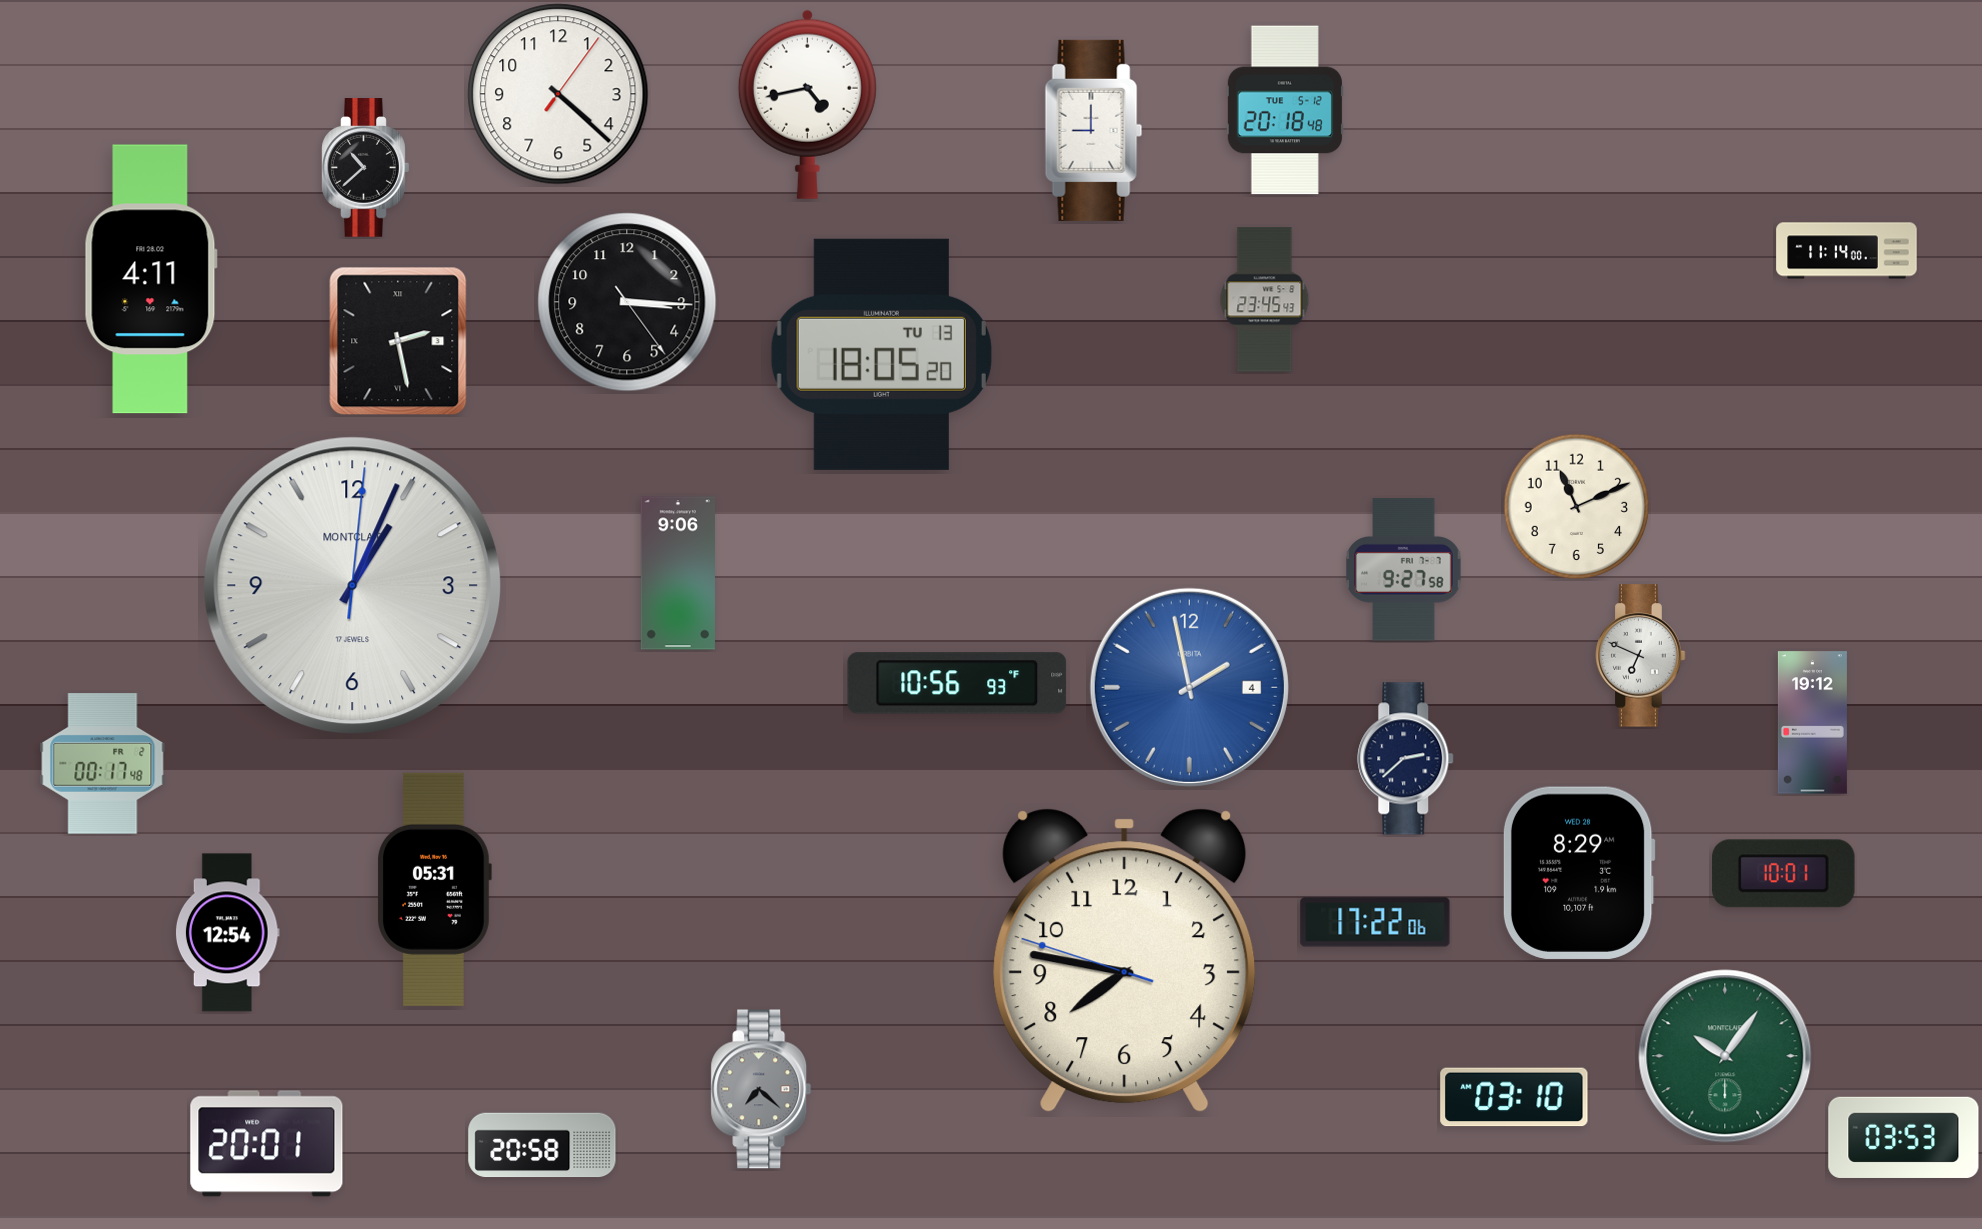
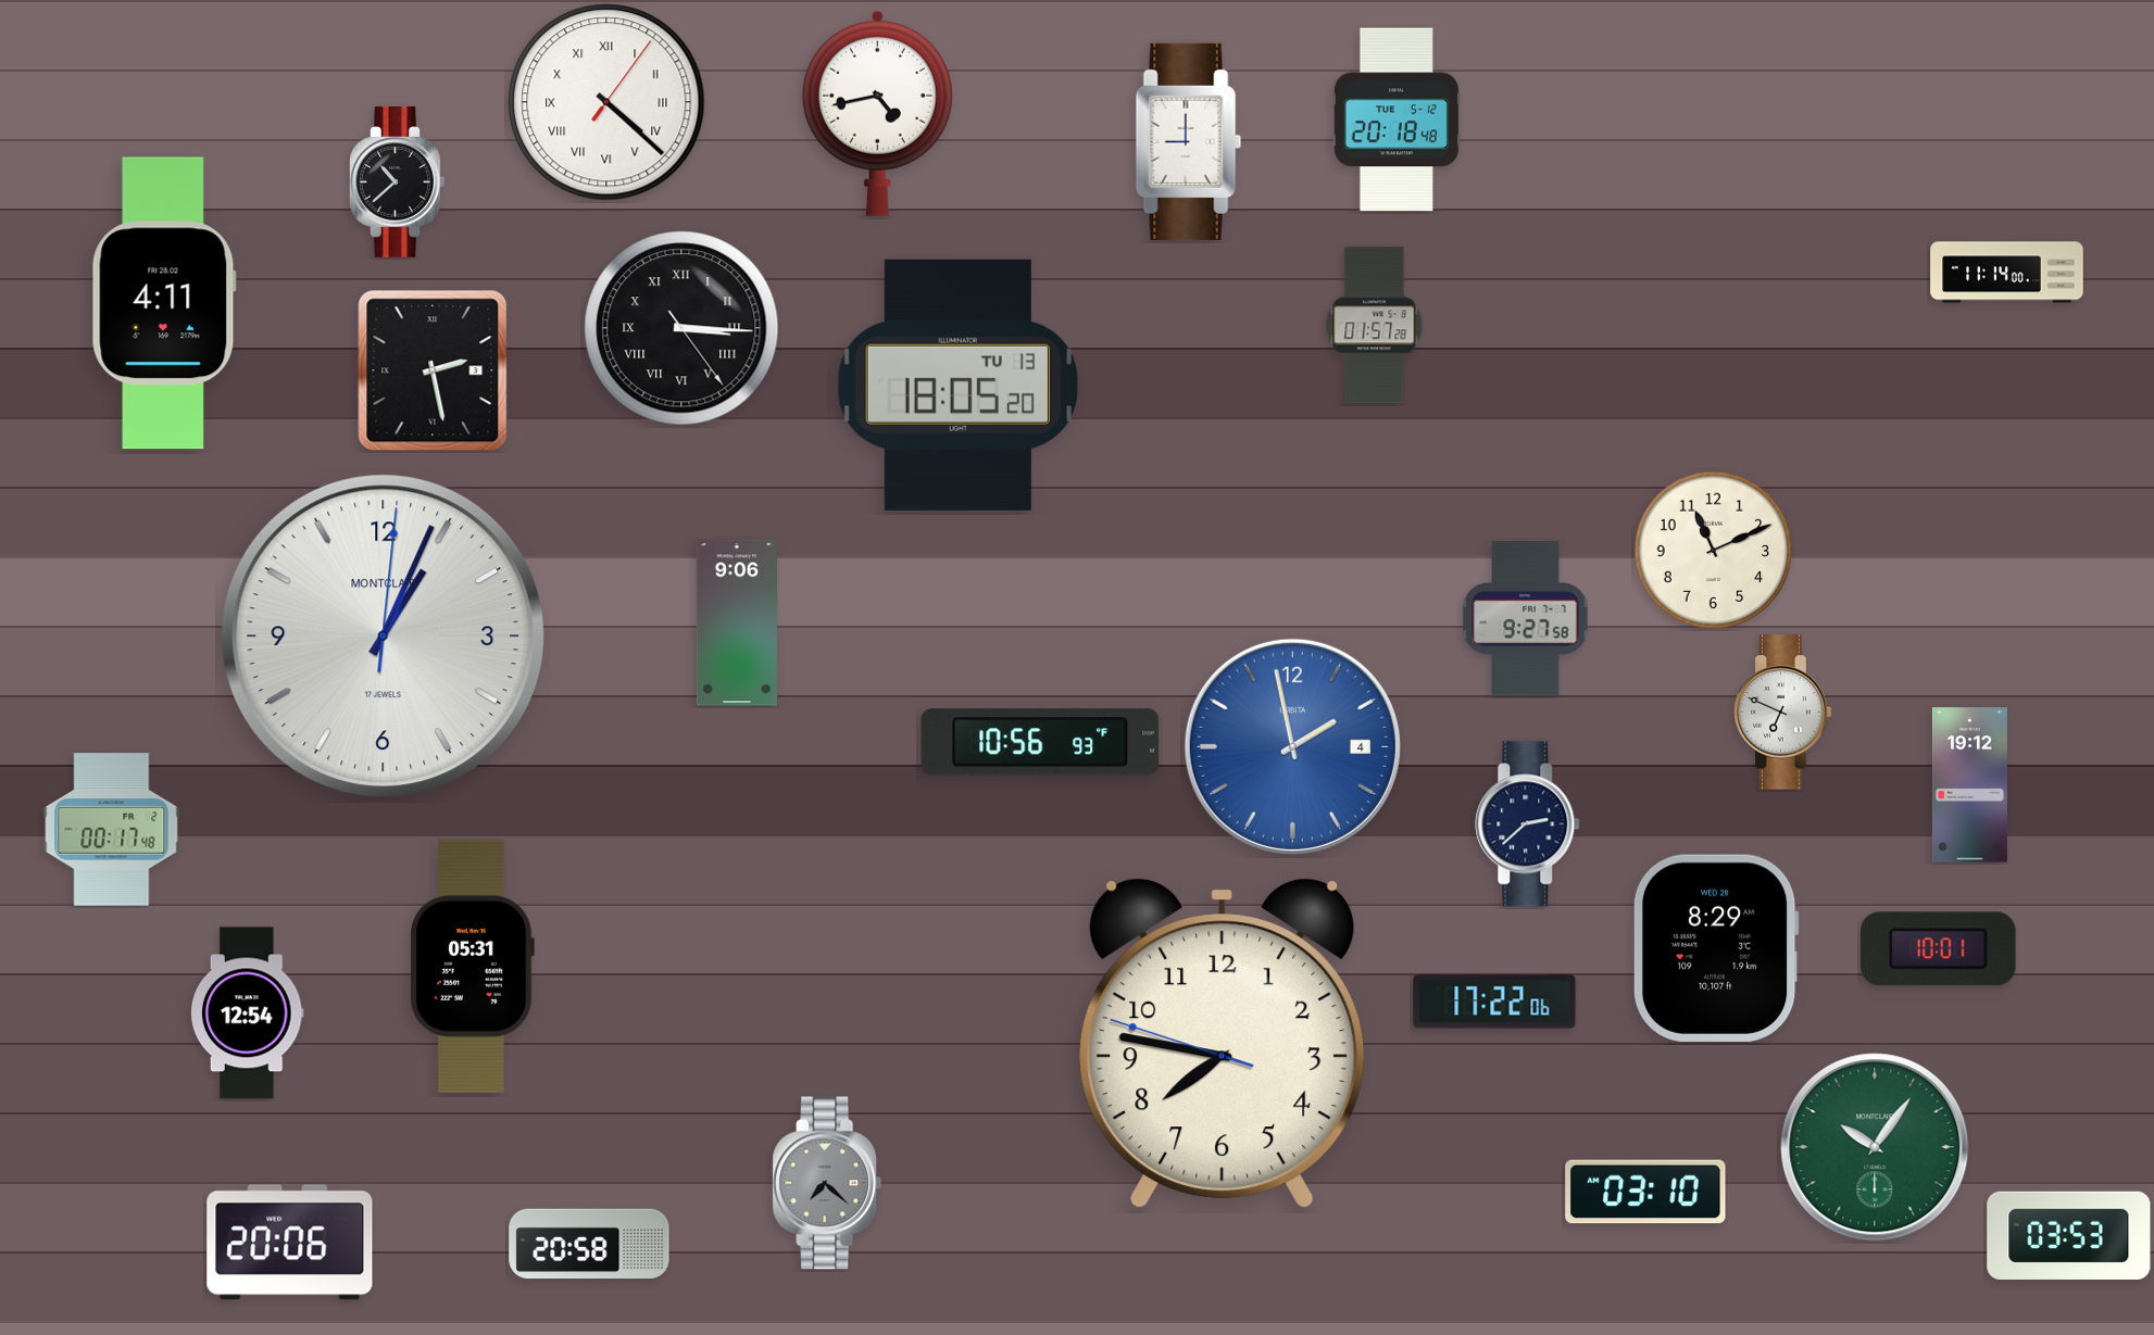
clock at (558, 94) numerals: Arabic -> Roman
clock at (1265, 300): 23:45 -> 01:57
clock at (627, 302) numerals: Arabic -> Roman
clock at (267, 1144): 20:01 -> 20:06
